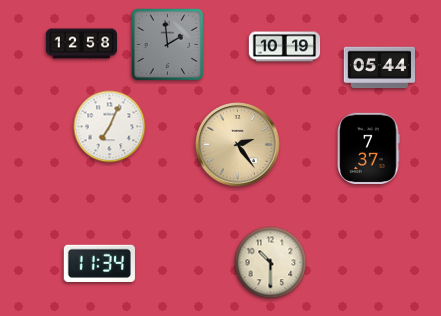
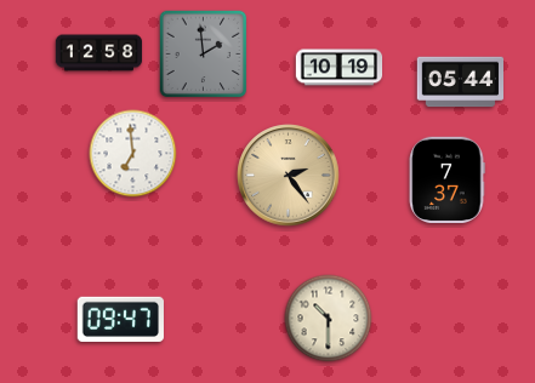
clock at (285, 47) position: (285, 47) -> (340, 68)
clock at (110, 127): 7:04 -> 6:59
clock at (99, 263): 11:34 -> 09:47
